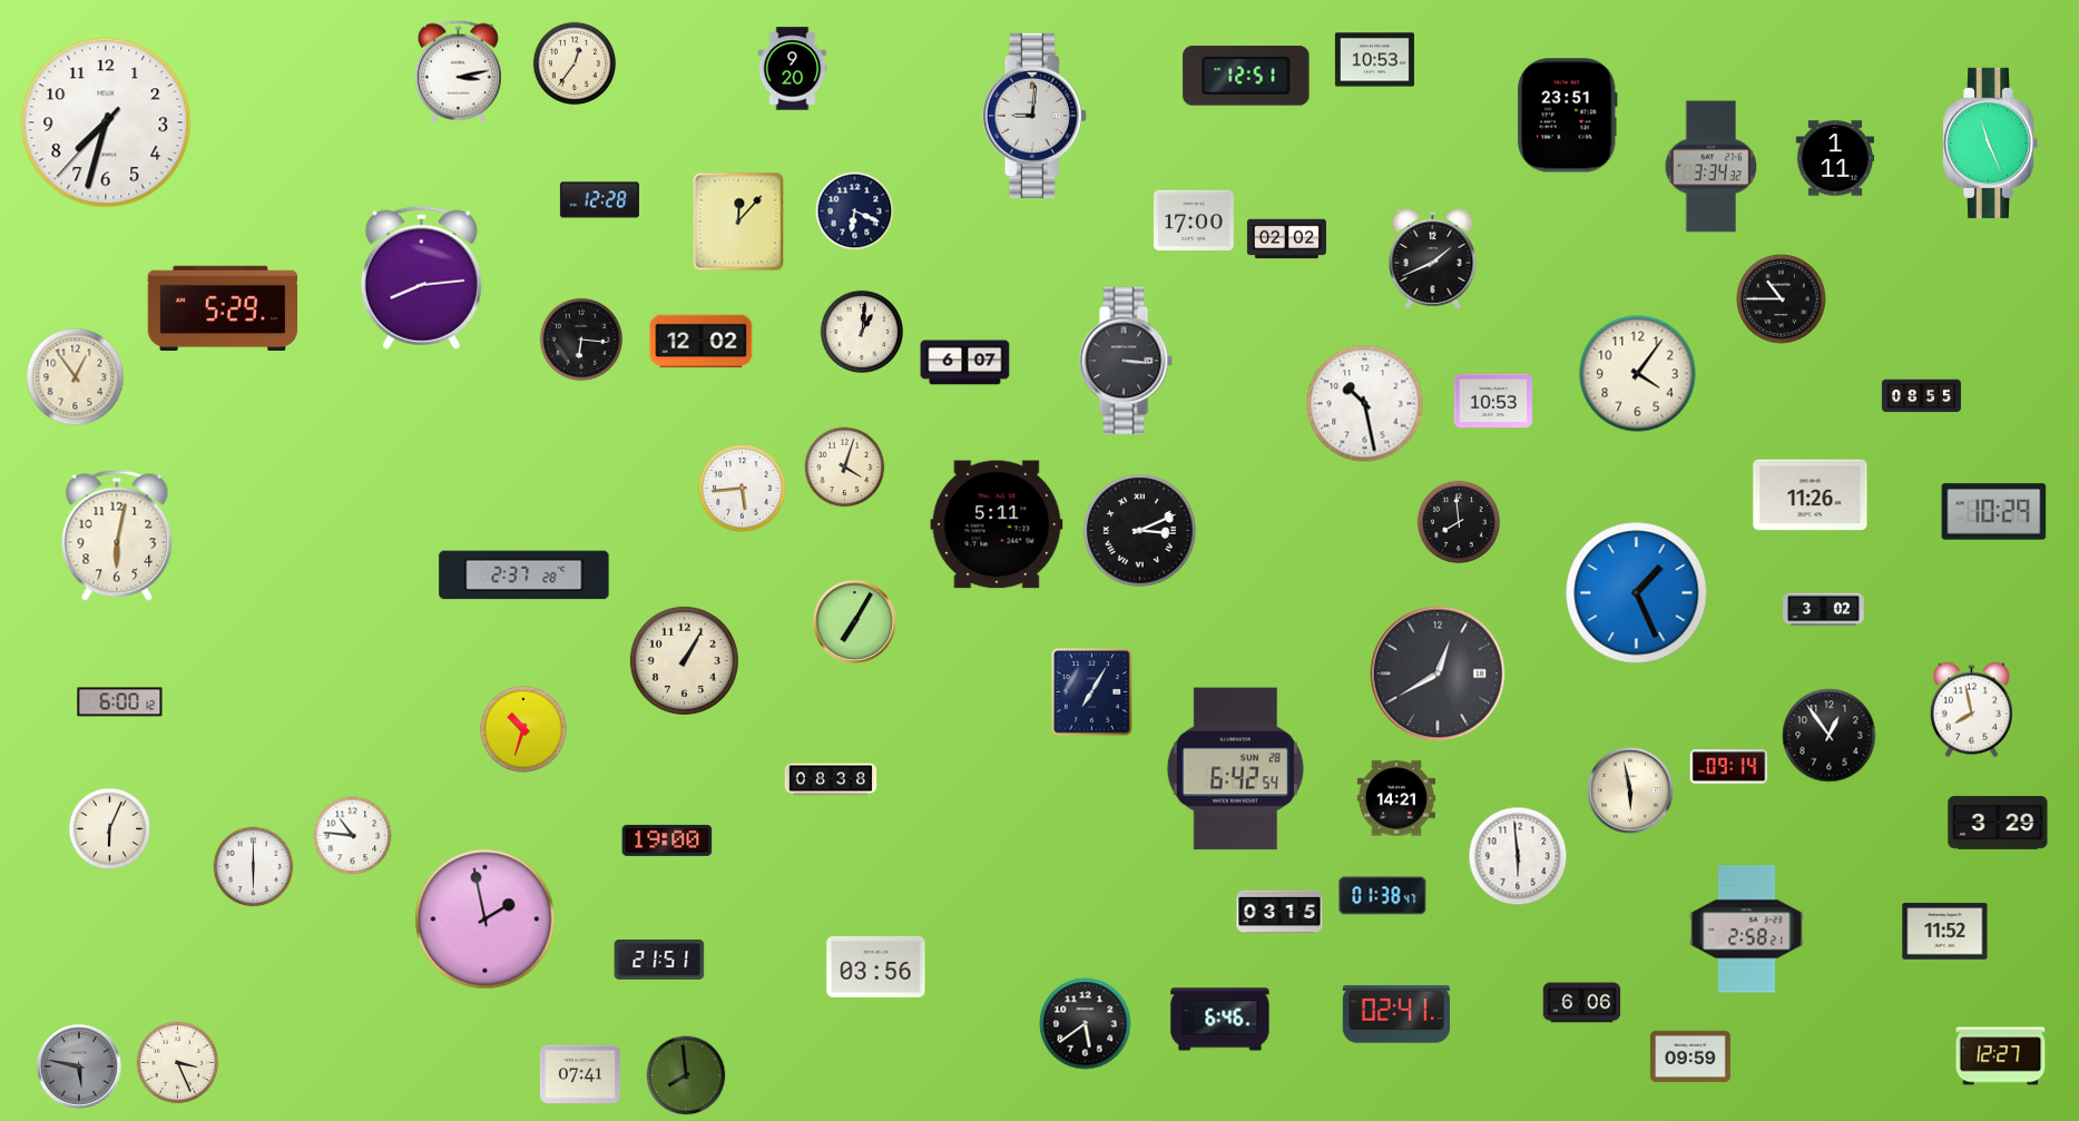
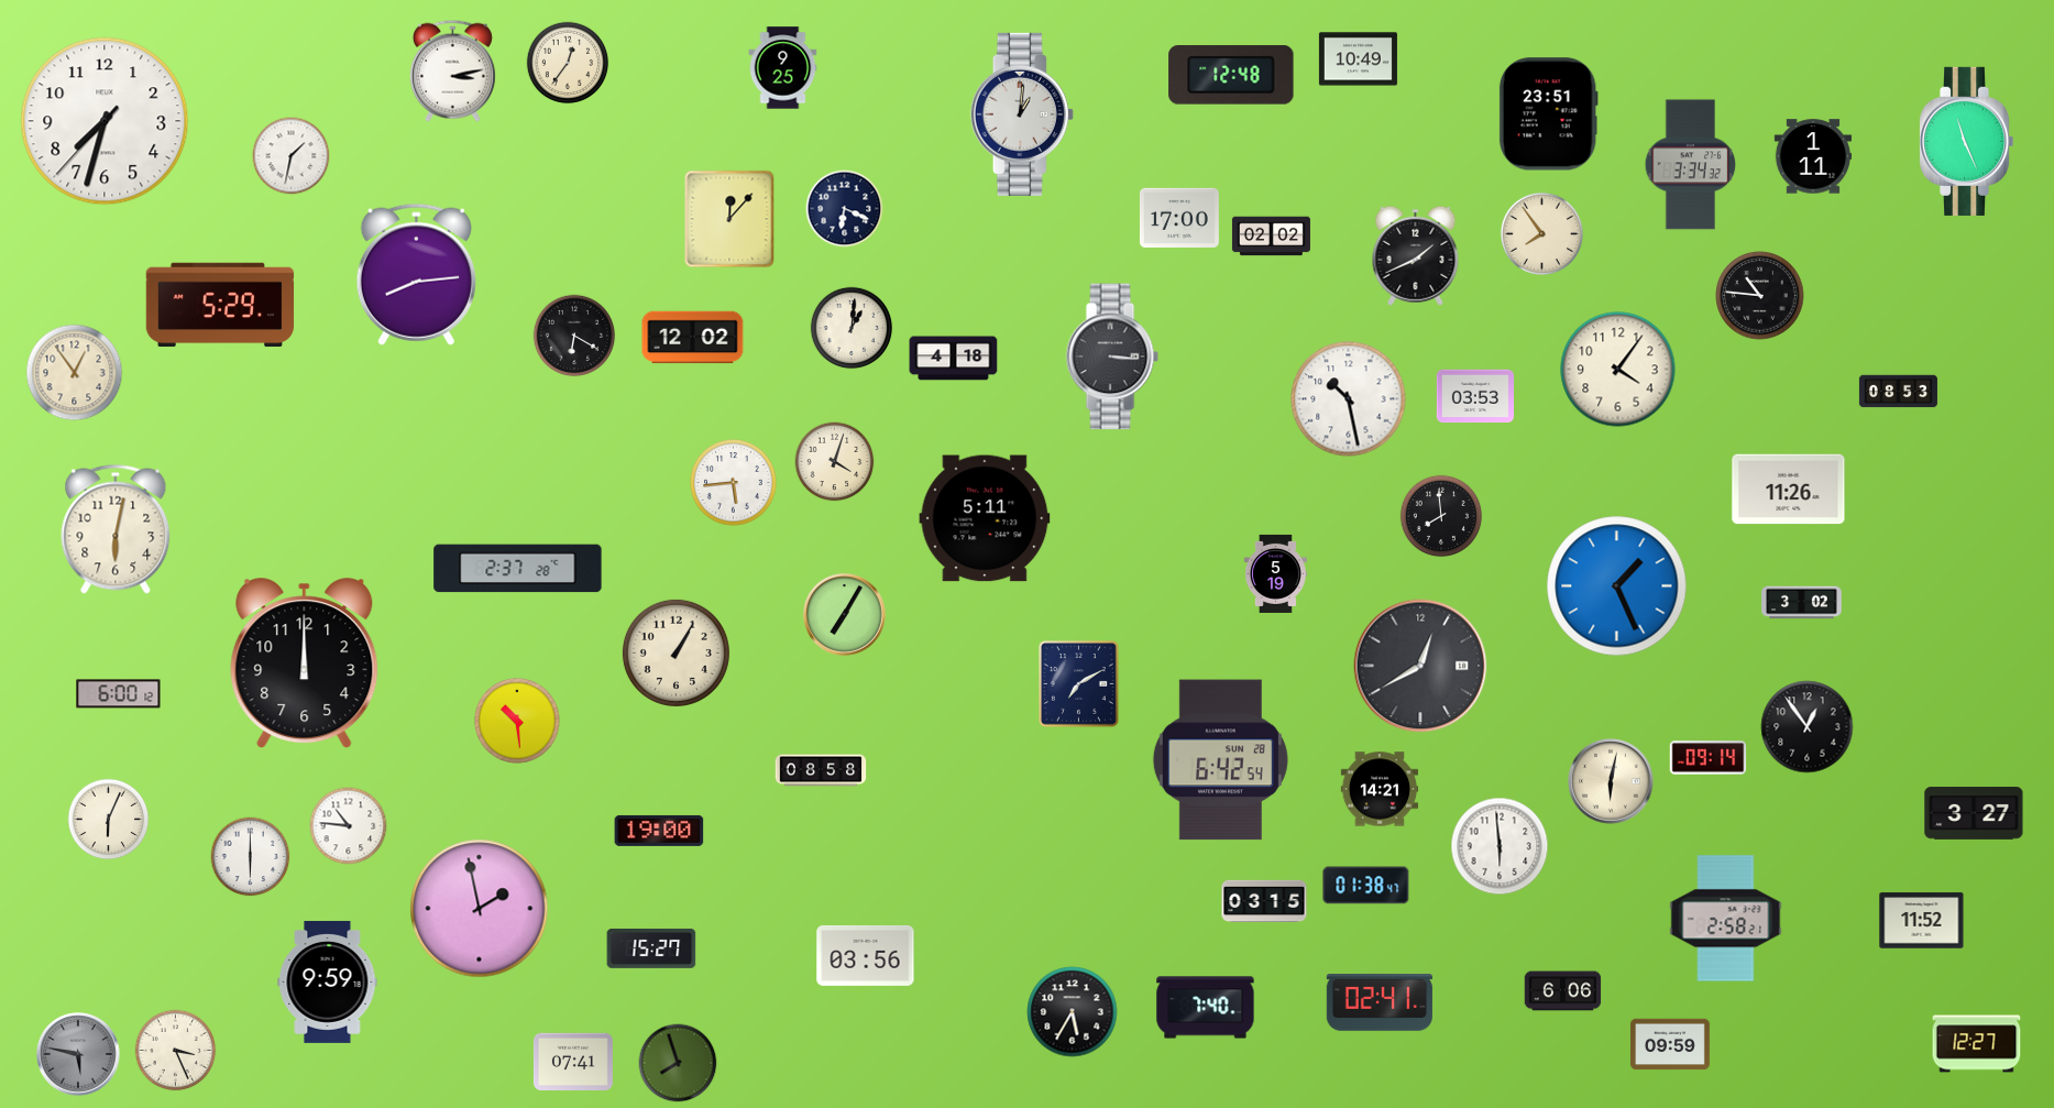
clock at (1374, 60): 10:53 -> 10:49
clock at (793, 69): 9:20 -> 9:25
clock at (1246, 76): 12:51 -> 12:48
clock at (1034, 116): 9:01 -> 1:01
clock at (292, 156): none -> 1:32
clock at (599, 200): 12:28 -> none
clock at (1541, 233): none -> 7:54
clock at (1782, 299): 10:45 -> 10:46
clock at (581, 340): 6:16 -> 6:20
clock at (965, 363): 6:07 -> 4:18
clock at (1921, 396): 08:55 -> 08:53
clock at (1492, 401): 10:53 -> 03:53
clock at (1994, 512): 10:29 -> none
clock at (1140, 531): 3:11 -> none
clock at (1275, 573): none -> 5:19
clock at (305, 663): none -> 12:00
clock at (1091, 692): 7:05 -> 7:10
clock at (1971, 710): 7:58 -> none
clock at (523, 729): 10:33 -> 10:29
clock at (831, 779): 08:38 -> 08:58
clock at (1630, 790): 5:58 -> 6:02
clock at (1998, 823): 3:29 -> 3:27
clock at (659, 960): 21:51 -> 15:27
clock at (328, 981): none -> 9:59
clock at (1220, 1020): 6:46 -> 7:40
clock at (1086, 1024): 5:39 -> 5:35
clock at (686, 1075): 7:59 -> 7:57
